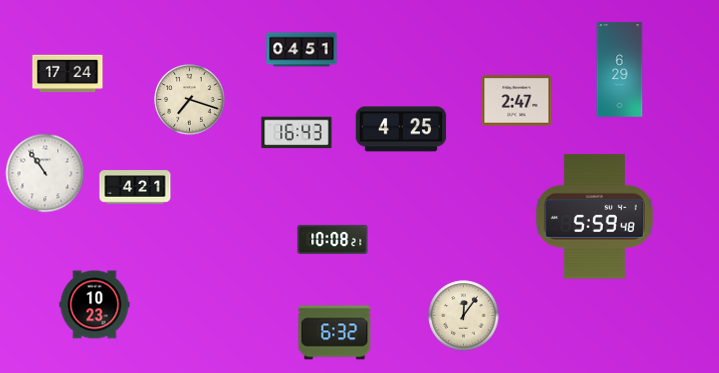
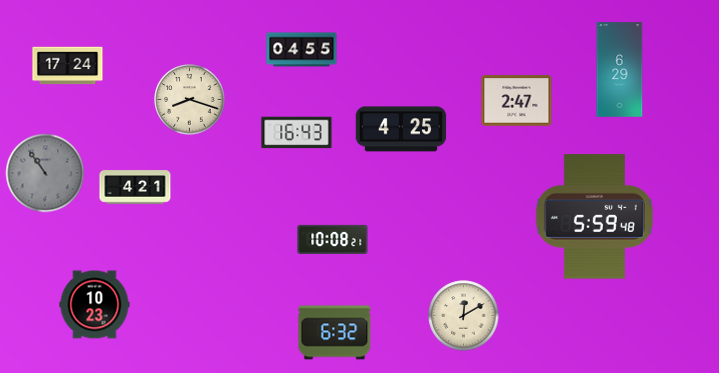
clock at (302, 50): 04:51 -> 04:55
clock at (68, 74) position: (68, 74) -> (68, 66)
clock at (190, 100): 7:18 -> 8:18
clock at (45, 173) dial: white -> grey
clock at (464, 316): 12:06 -> 12:10
